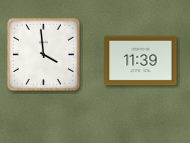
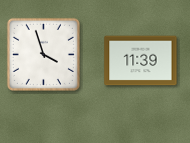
clock at (43, 54): 3:59 -> 3:57
